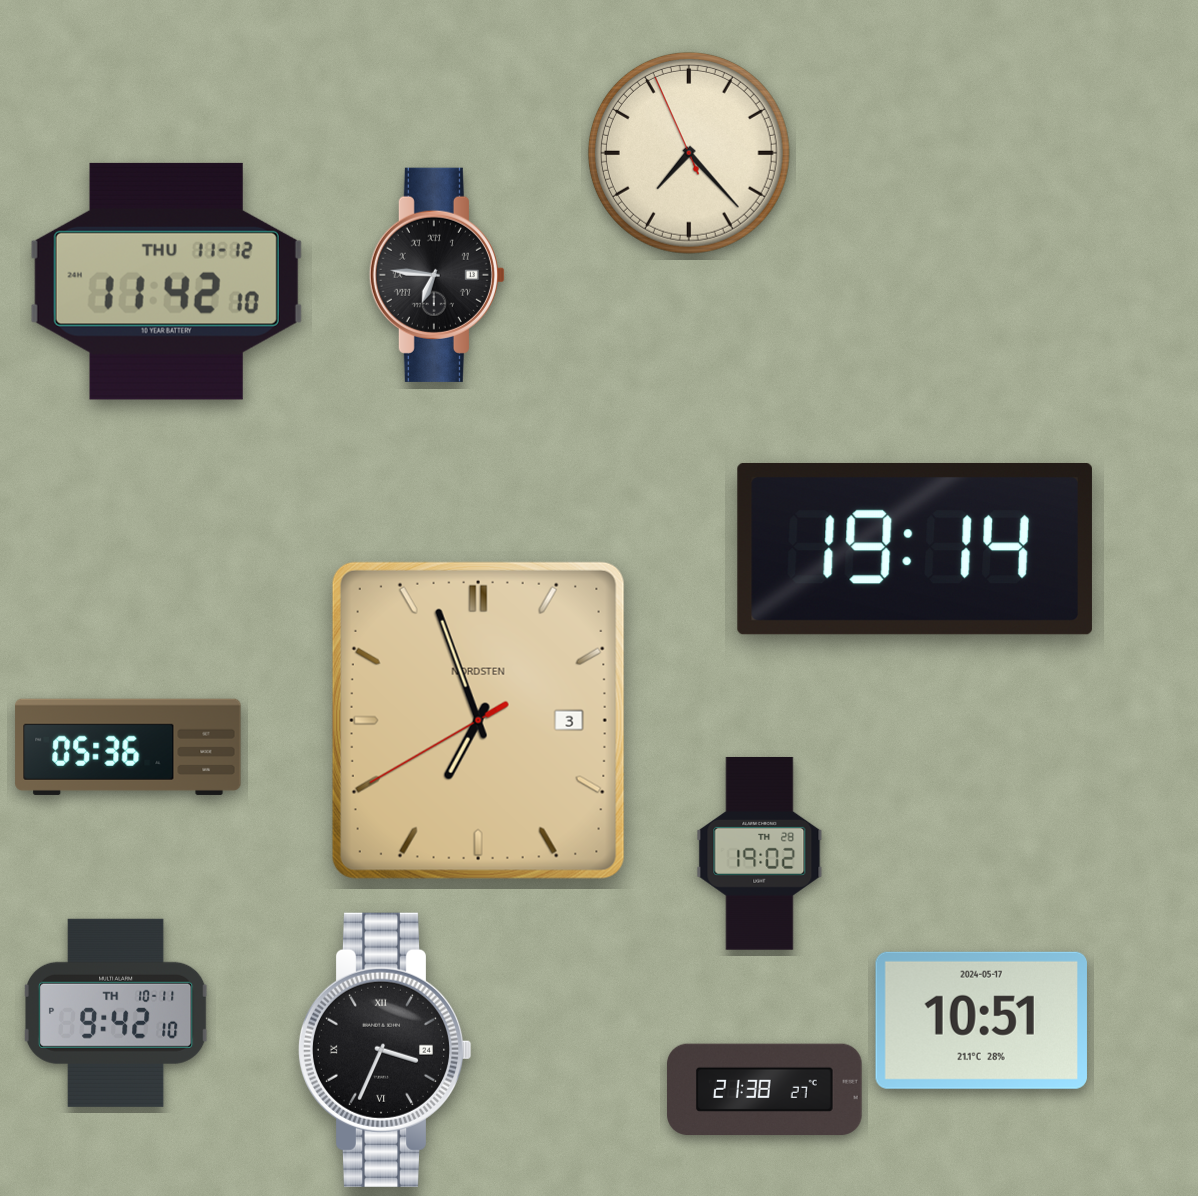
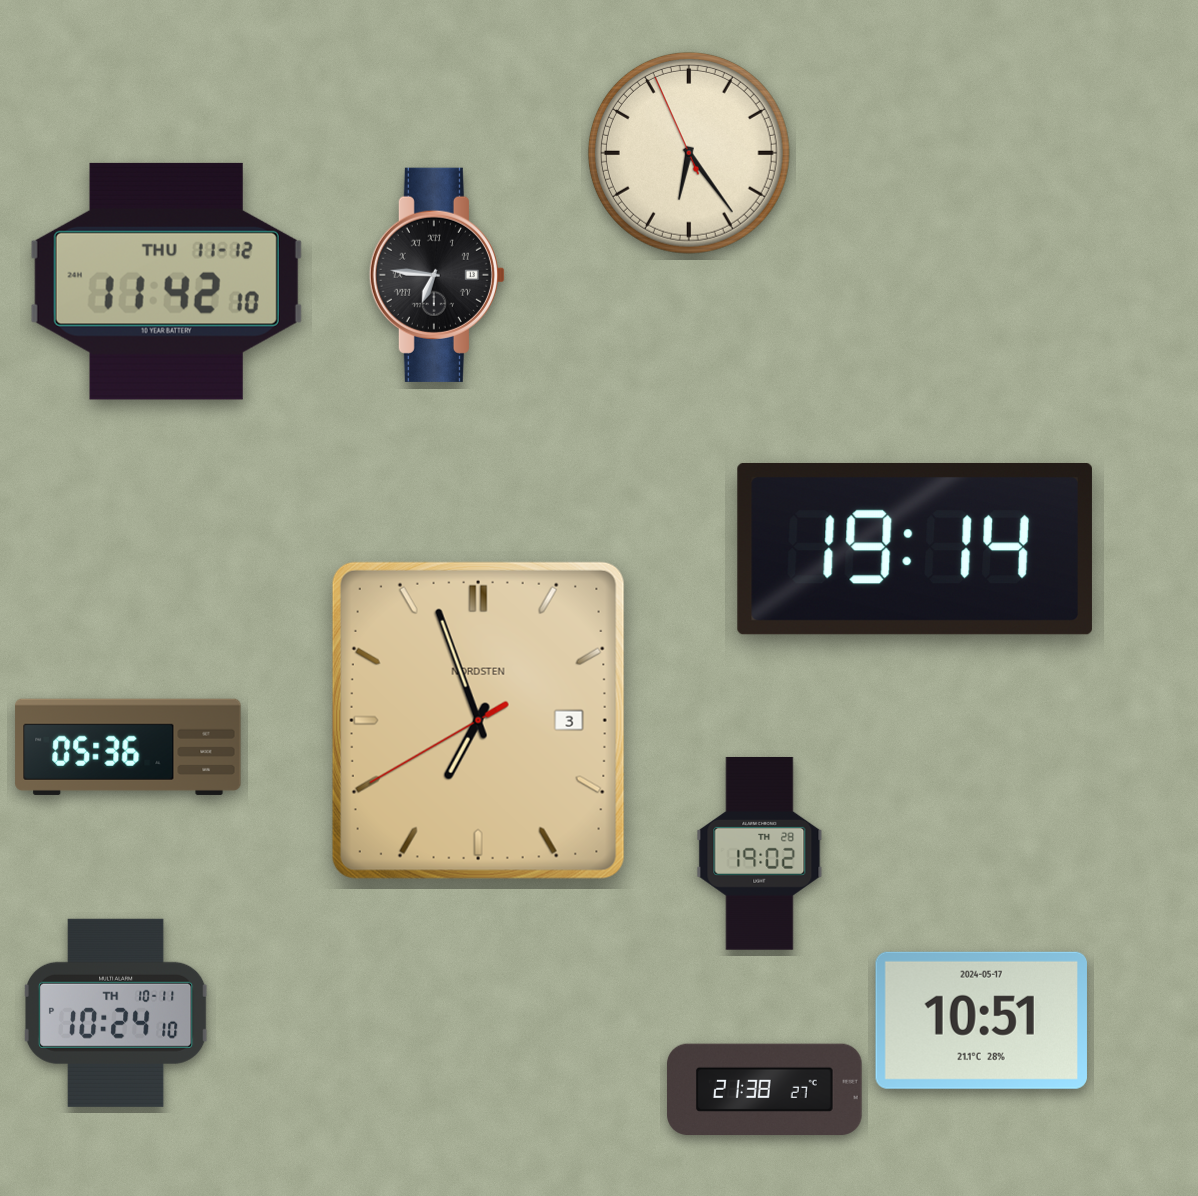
clock at (689, 153): 7:22 -> 6:23
clock at (116, 1013): 9:42 -> 10:24
clock at (385, 1050): 3:34 -> none
